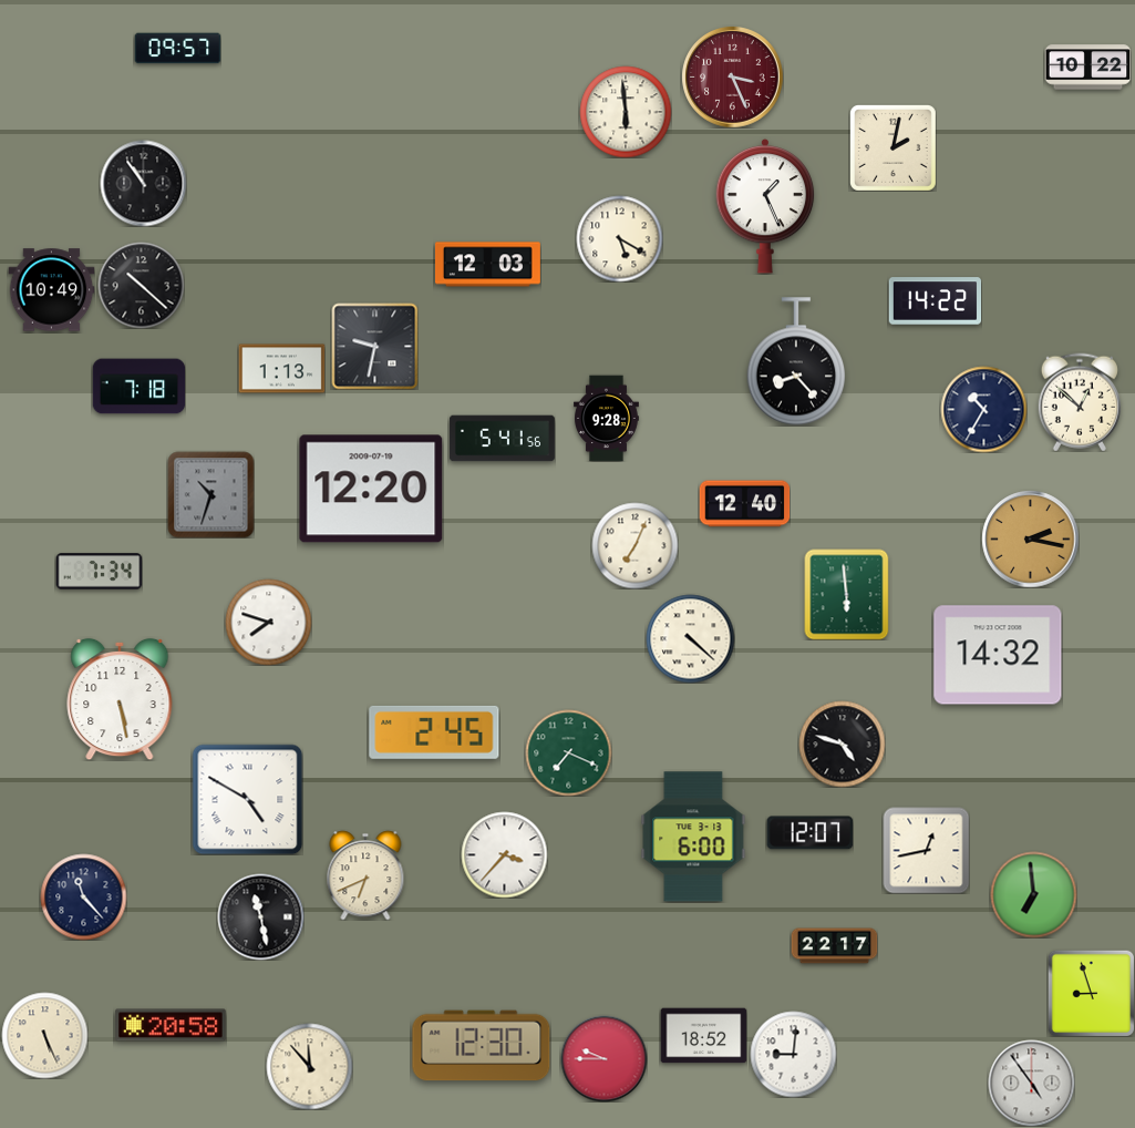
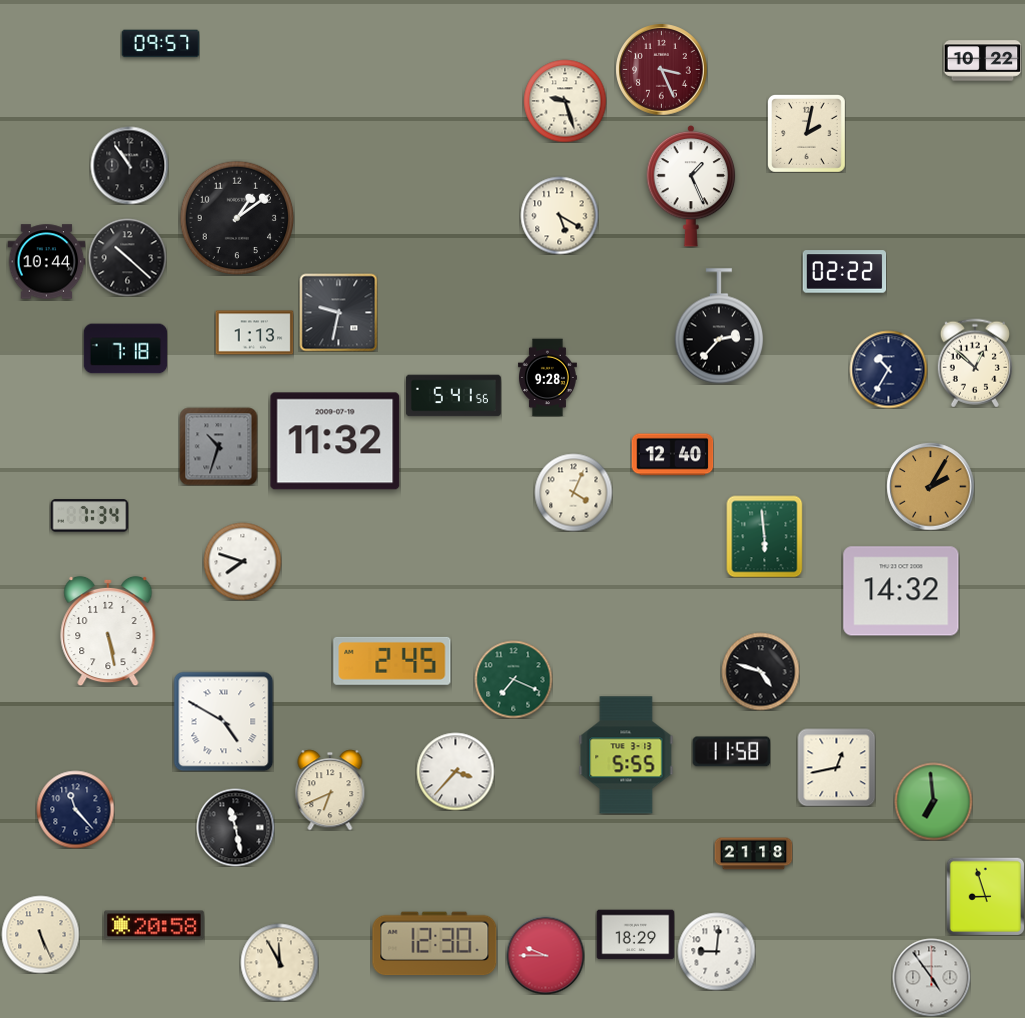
clock at (626, 112): 5:59 -> 9:27
clock at (237, 218): none -> 1:09
clock at (487, 265): 12:03 -> none
clock at (51, 290): 10:49 -> 10:44
clock at (935, 301): 14:22 -> 02:22
clock at (796, 361): 8:23 -> 2:37
clock at (371, 489): 12:20 -> 11:32
clock at (210, 494) position: (210, 494) -> (218, 446)
clock at (1030, 539): 2:17 -> 2:05
clock at (634, 545): 7:04 -> 4:04
clock at (690, 638): 4:22 -> none
clock at (809, 833): 12:07 -> 11:58
clock at (693, 837): 6:00 -> 5:55
clock at (1033, 894) position: (1033, 894) -> (933, 801)
clock at (834, 946): 22:17 -> 21:18
clock at (703, 1036): 18:52 -> 18:29
clock at (309, 1066): 11:53 -> 11:55
